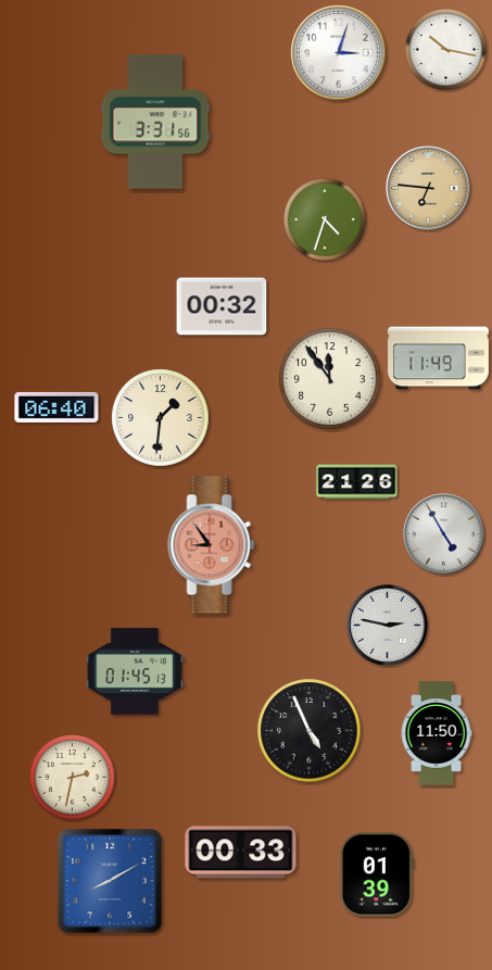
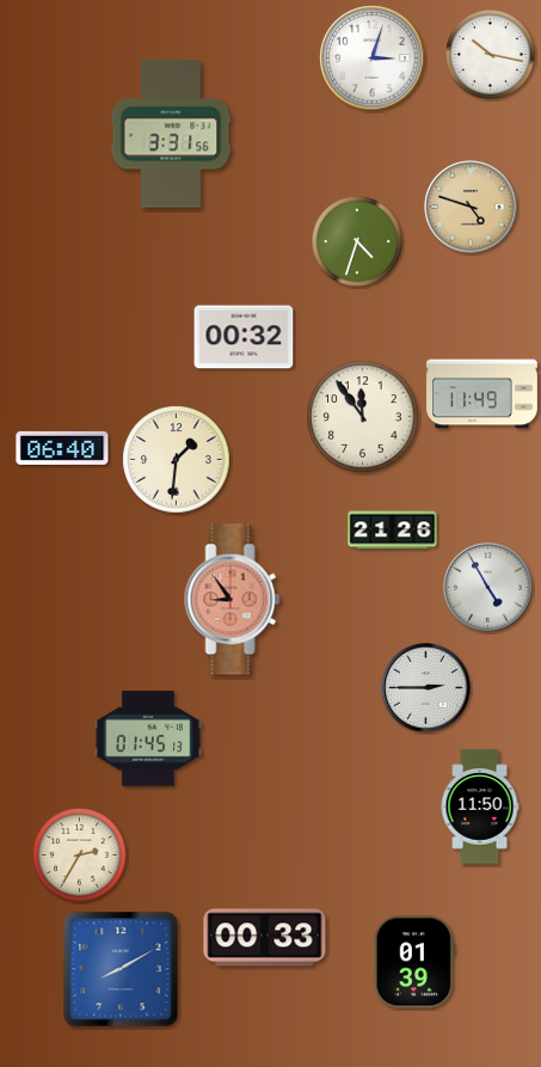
clock at (428, 188): 6:46 -> 4:48
clock at (388, 626): 2:47 -> 2:45
clock at (310, 731): 4:56 -> none
clock at (73, 778): 2:32 -> 2:35
